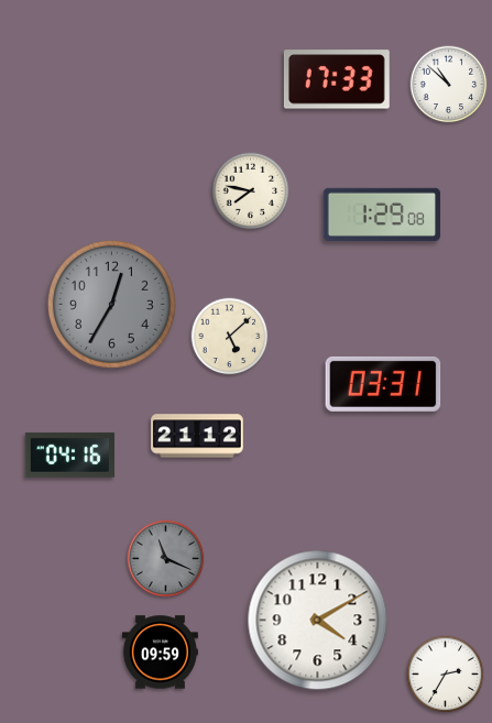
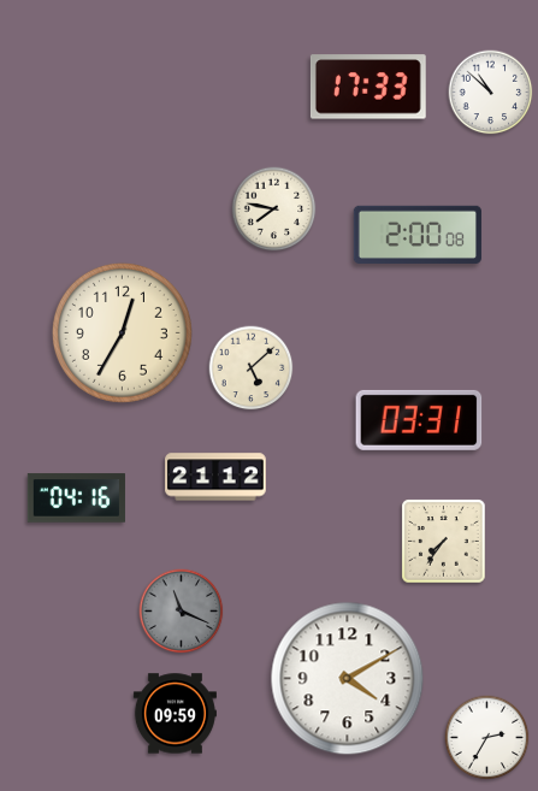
clock at (382, 215): 1:29 -> 2:00
clock at (111, 304) dial: grey -> cream
clock at (444, 542): none -> 7:36
